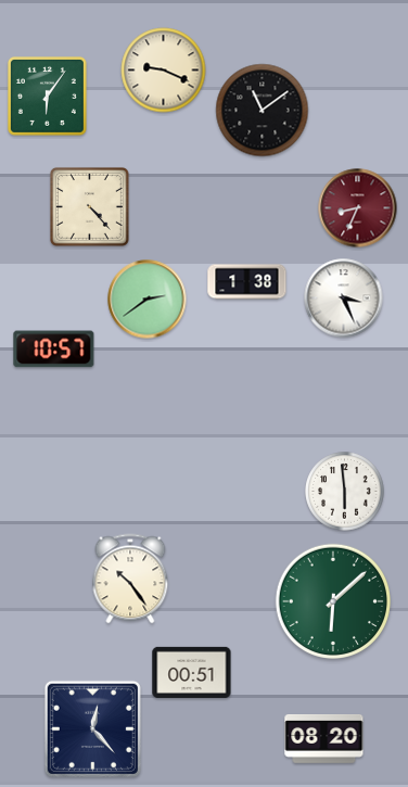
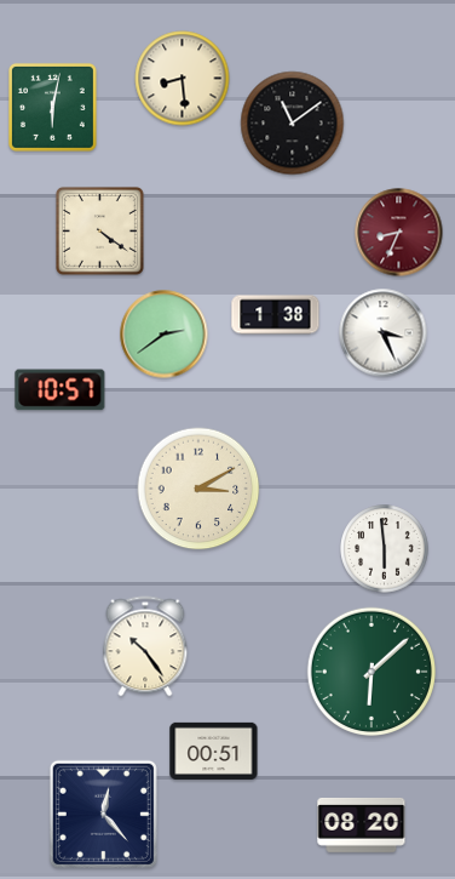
clock at (164, 71): 9:19 -> 8:29
clock at (47, 96): 6:06 -> 6:02
clock at (89, 206): 4:23 -> 4:21
clock at (198, 489): none -> 3:10
